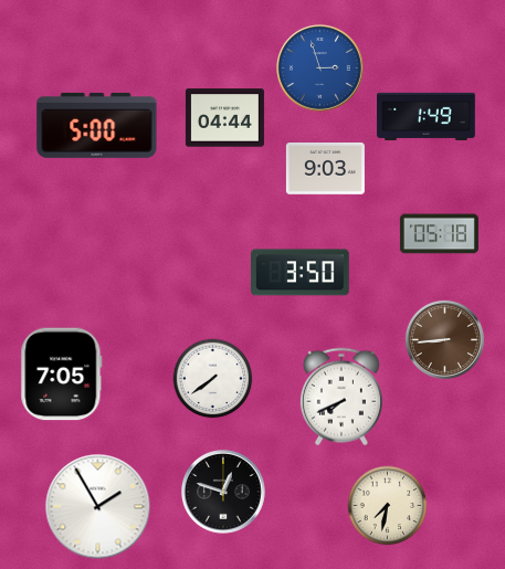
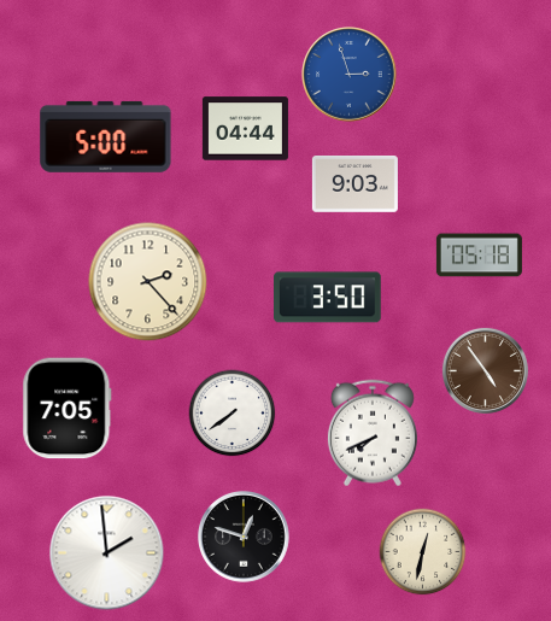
clock at (427, 116): 1:49 -> none
clock at (148, 282): none -> 2:23
clock at (444, 339): 8:44 -> 4:54
clock at (388, 506): 7:32 -> 12:32
clock at (98, 507): 1:55 -> 1:59
